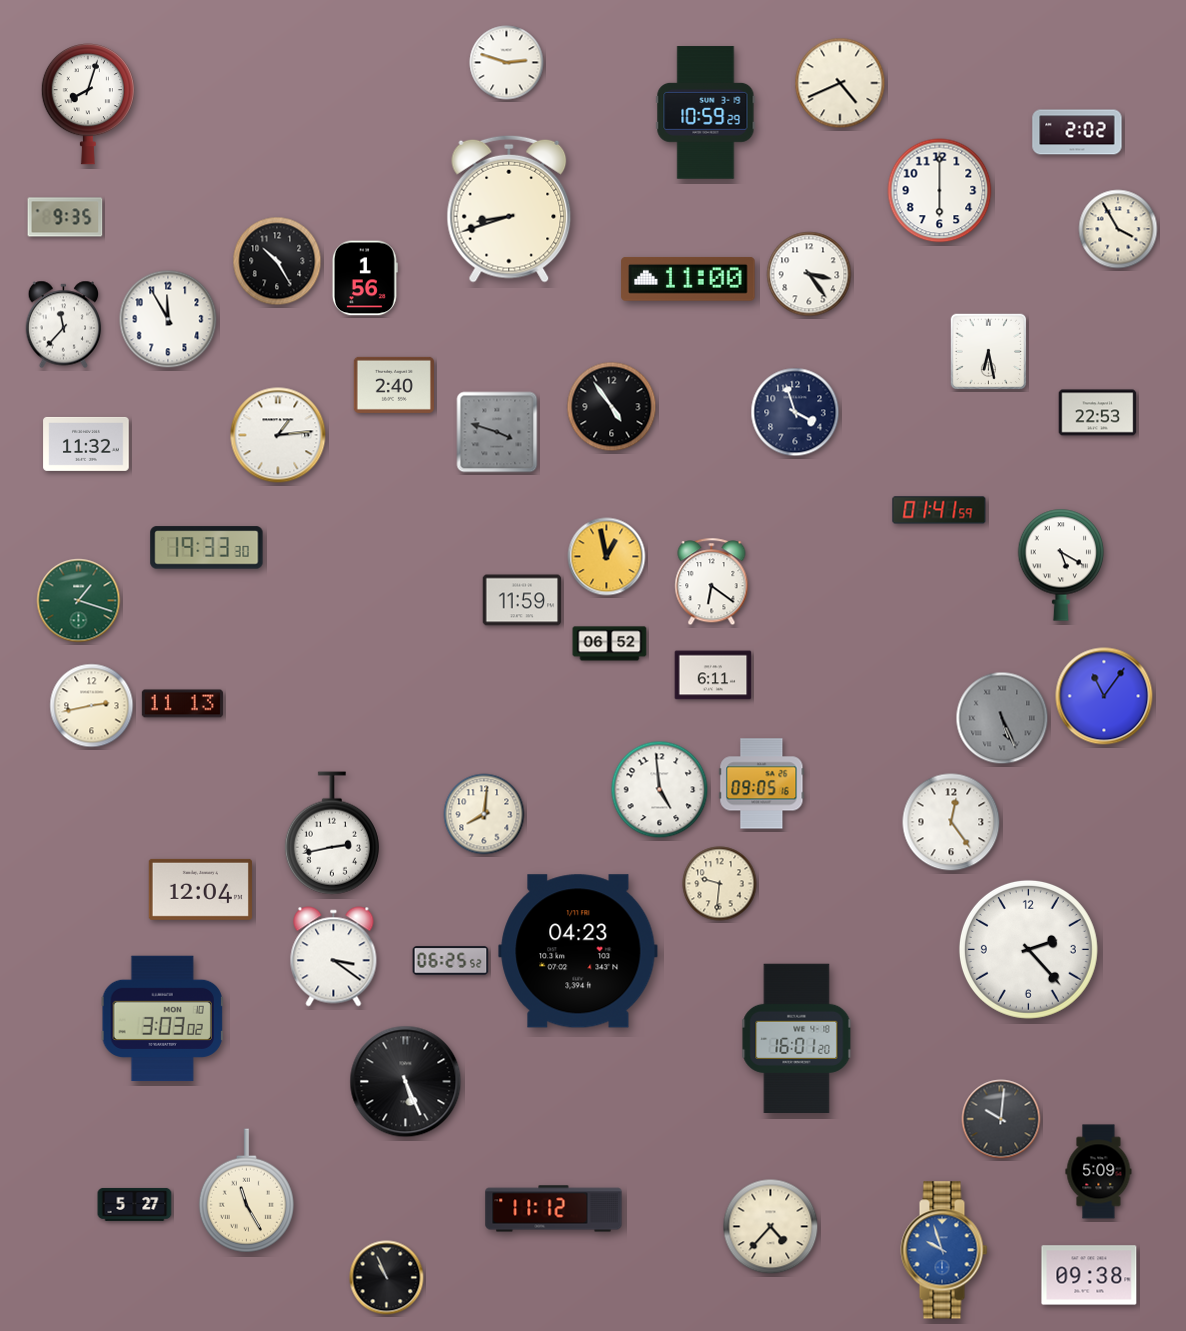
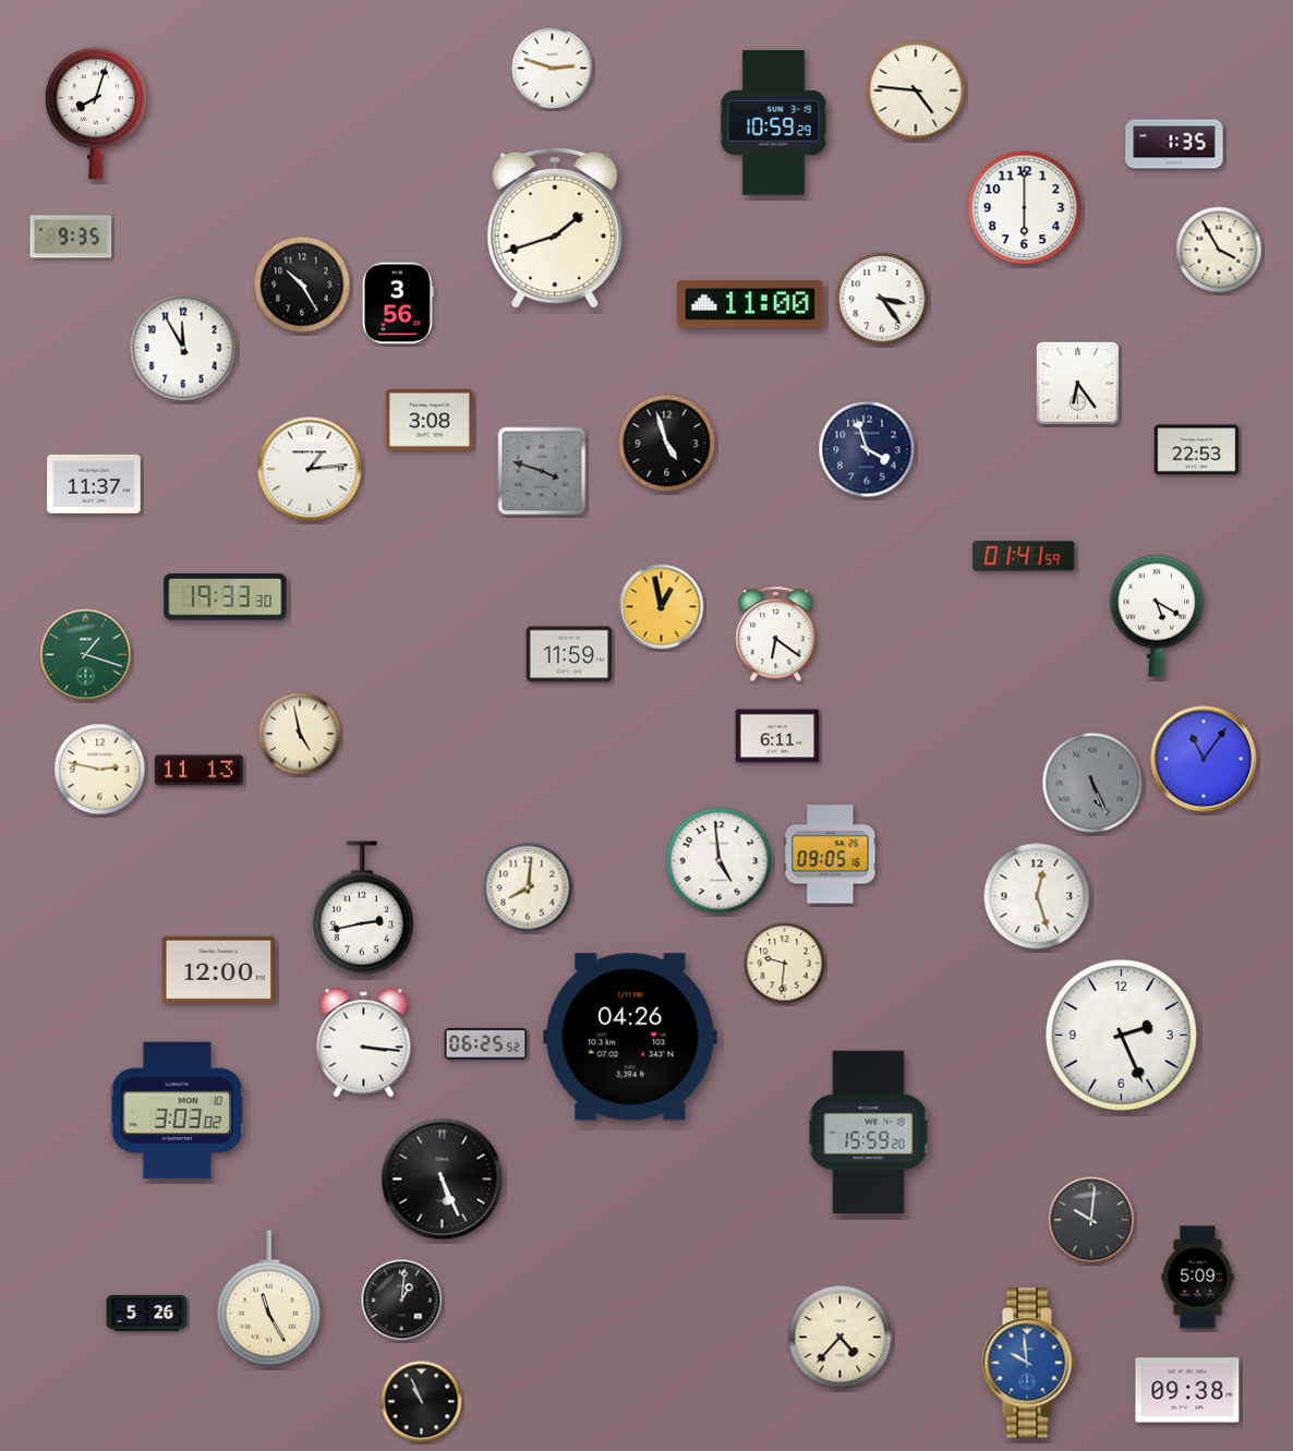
clock at (840, 83): 4:41 -> 4:46
clock at (706, 113) position: (706, 113) -> (774, 123)
clock at (1077, 132): 2:02 -> 1:35
clock at (509, 209): 8:42 -> 1:42
clock at (365, 278): 1:56 -> 3:56
clock at (64, 325): 11:37 -> none
clock at (989, 352): 6:28 -> 6:24
clock at (394, 385): 2:40 -> 3:08
clock at (612, 407): 4:54 -> 4:57
clock at (278, 435) position: (278, 435) -> (310, 469)
clock at (86, 444): 11:32 -> 11:37
clock at (610, 644): 06:52 -> none
clock at (300, 734): none -> 4:58
clock at (182, 704) position: (182, 704) -> (198, 771)
clock at (92, 706): 2:43 -> 2:47
clock at (951, 822): 12:24 -> 12:27
clock at (200, 889): 12:04 -> 12:00
clock at (1028, 949): 2:23 -> 2:26
clock at (578, 951): 04:23 -> 04:26
clock at (334, 957): 3:21 -> 3:16
clock at (451, 961) position: (451, 961) -> (486, 1044)
clock at (797, 1038): 16:01 -> 15:59
clock at (402, 1301): none -> 1:01
clock at (135, 1204): 5:27 -> 5:26
clock at (554, 1209): 11:12 -> none
clock at (944, 1250): 9:57 -> 9:59
clock at (387, 1278) position: (387, 1278) -> (422, 1402)
